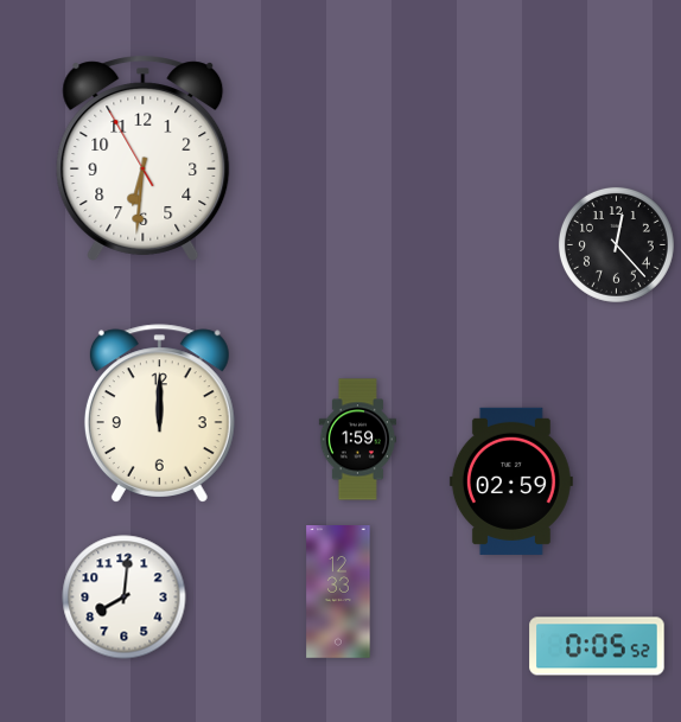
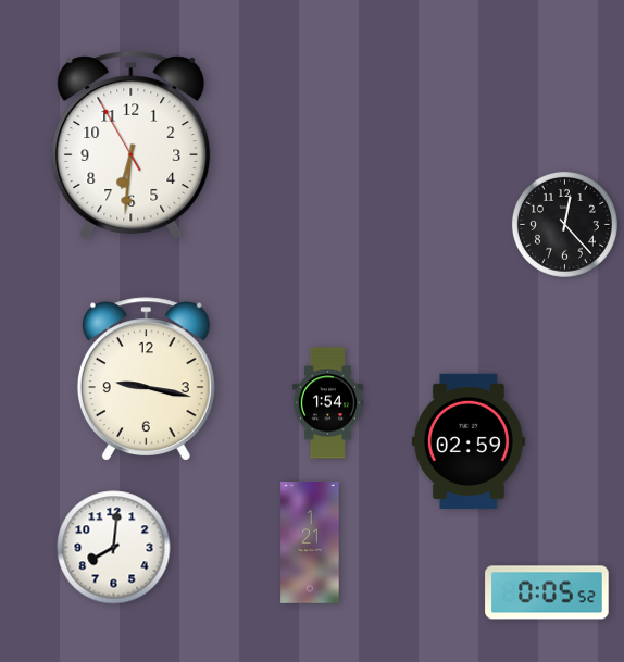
clock at (159, 414): 12:00 -> 9:17
clock at (357, 440): 1:59 -> 1:54
clock at (338, 593): 12:33 -> 1:21
